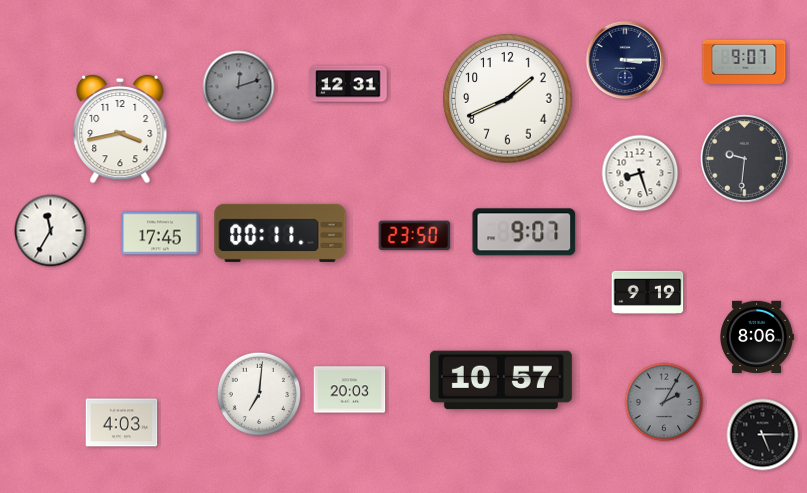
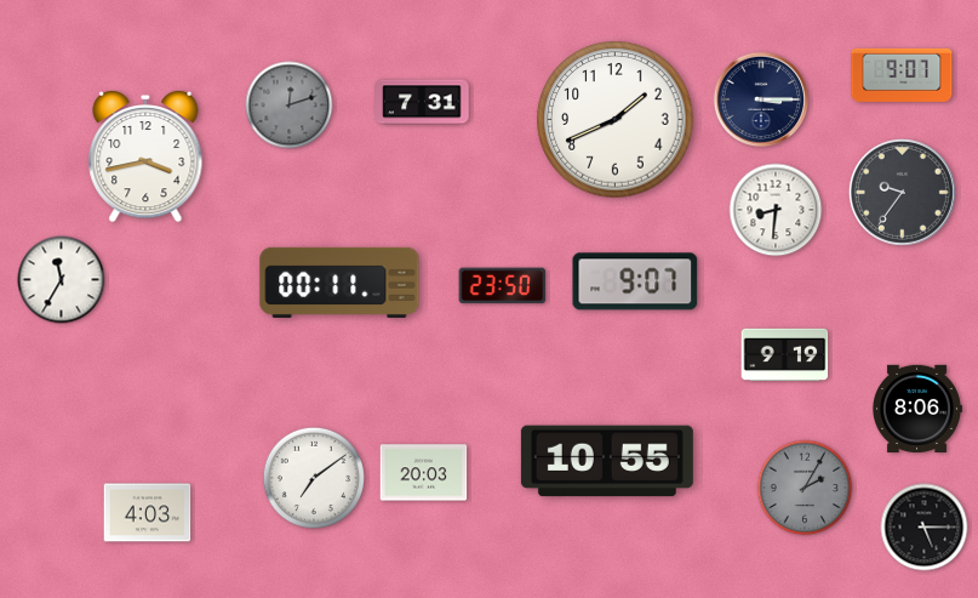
clock at (625, 60) position: (625, 60) -> (761, 99)
clock at (348, 84): 12:31 -> 7:31
clock at (744, 158): 9:31 -> 9:36
clock at (640, 173): 8:27 -> 8:31
clock at (160, 233): 17:45 -> none
clock at (501, 380): 10:57 -> 10:55
clock at (258, 393): 7:01 -> 7:09
